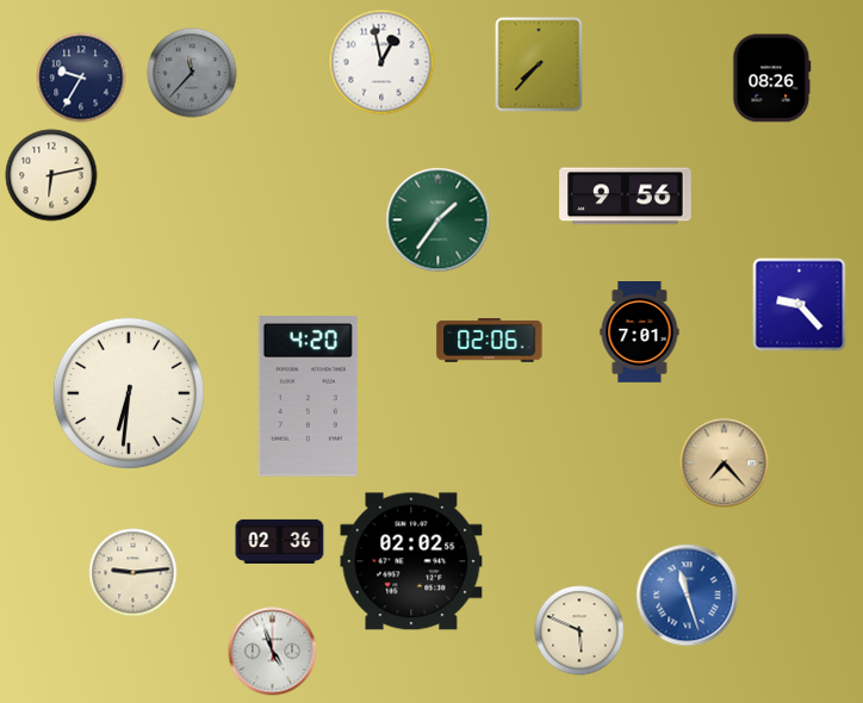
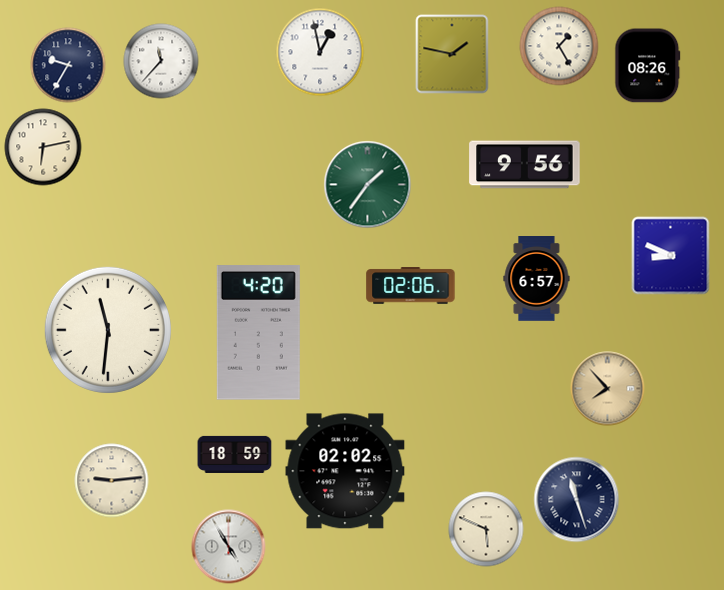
clock at (559, 46): none -> 1:25
clock at (539, 64): 7:37 -> 1:47
clock at (192, 73) dial: grey -> white
clock at (800, 305): 9:23 -> 8:49
clock at (640, 332): 7:01 -> 6:57
clock at (129, 393): 6:31 -> 11:31
clock at (725, 464): 7:23 -> 7:53
clock at (280, 541): 02:36 -> 18:59
clock at (688, 596) dial: blue -> navy
clock at (273, 652): 4:57 -> 4:55
